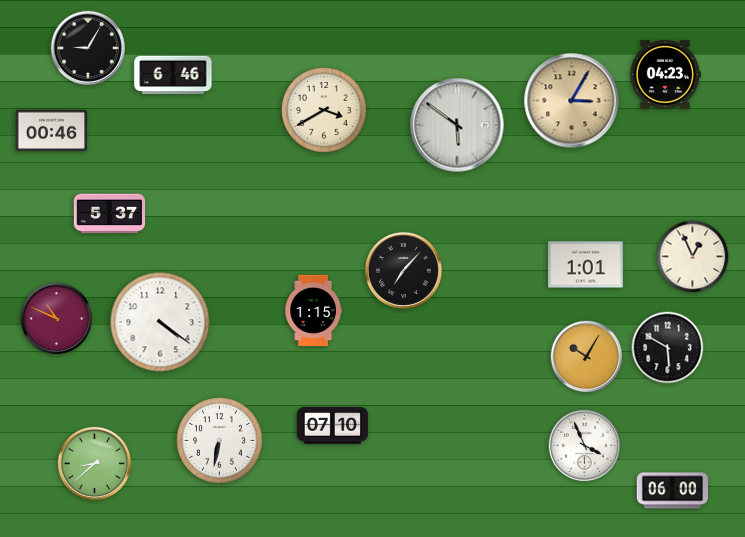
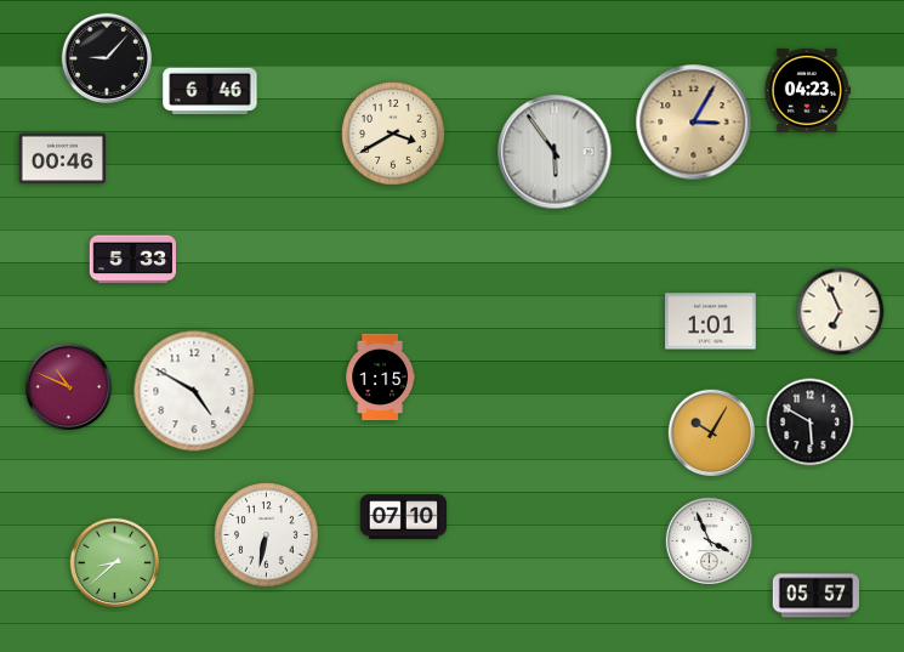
clock at (87, 47): 9:05 -> 9:07
clock at (457, 125): 5:51 -> 5:54
clock at (110, 214): 5:37 -> 5:33
clock at (693, 257): 12:56 -> 6:56
clock at (403, 270): 7:07 -> none
clock at (160, 322): 4:21 -> 4:50
clock at (673, 491): 06:00 -> 05:57
